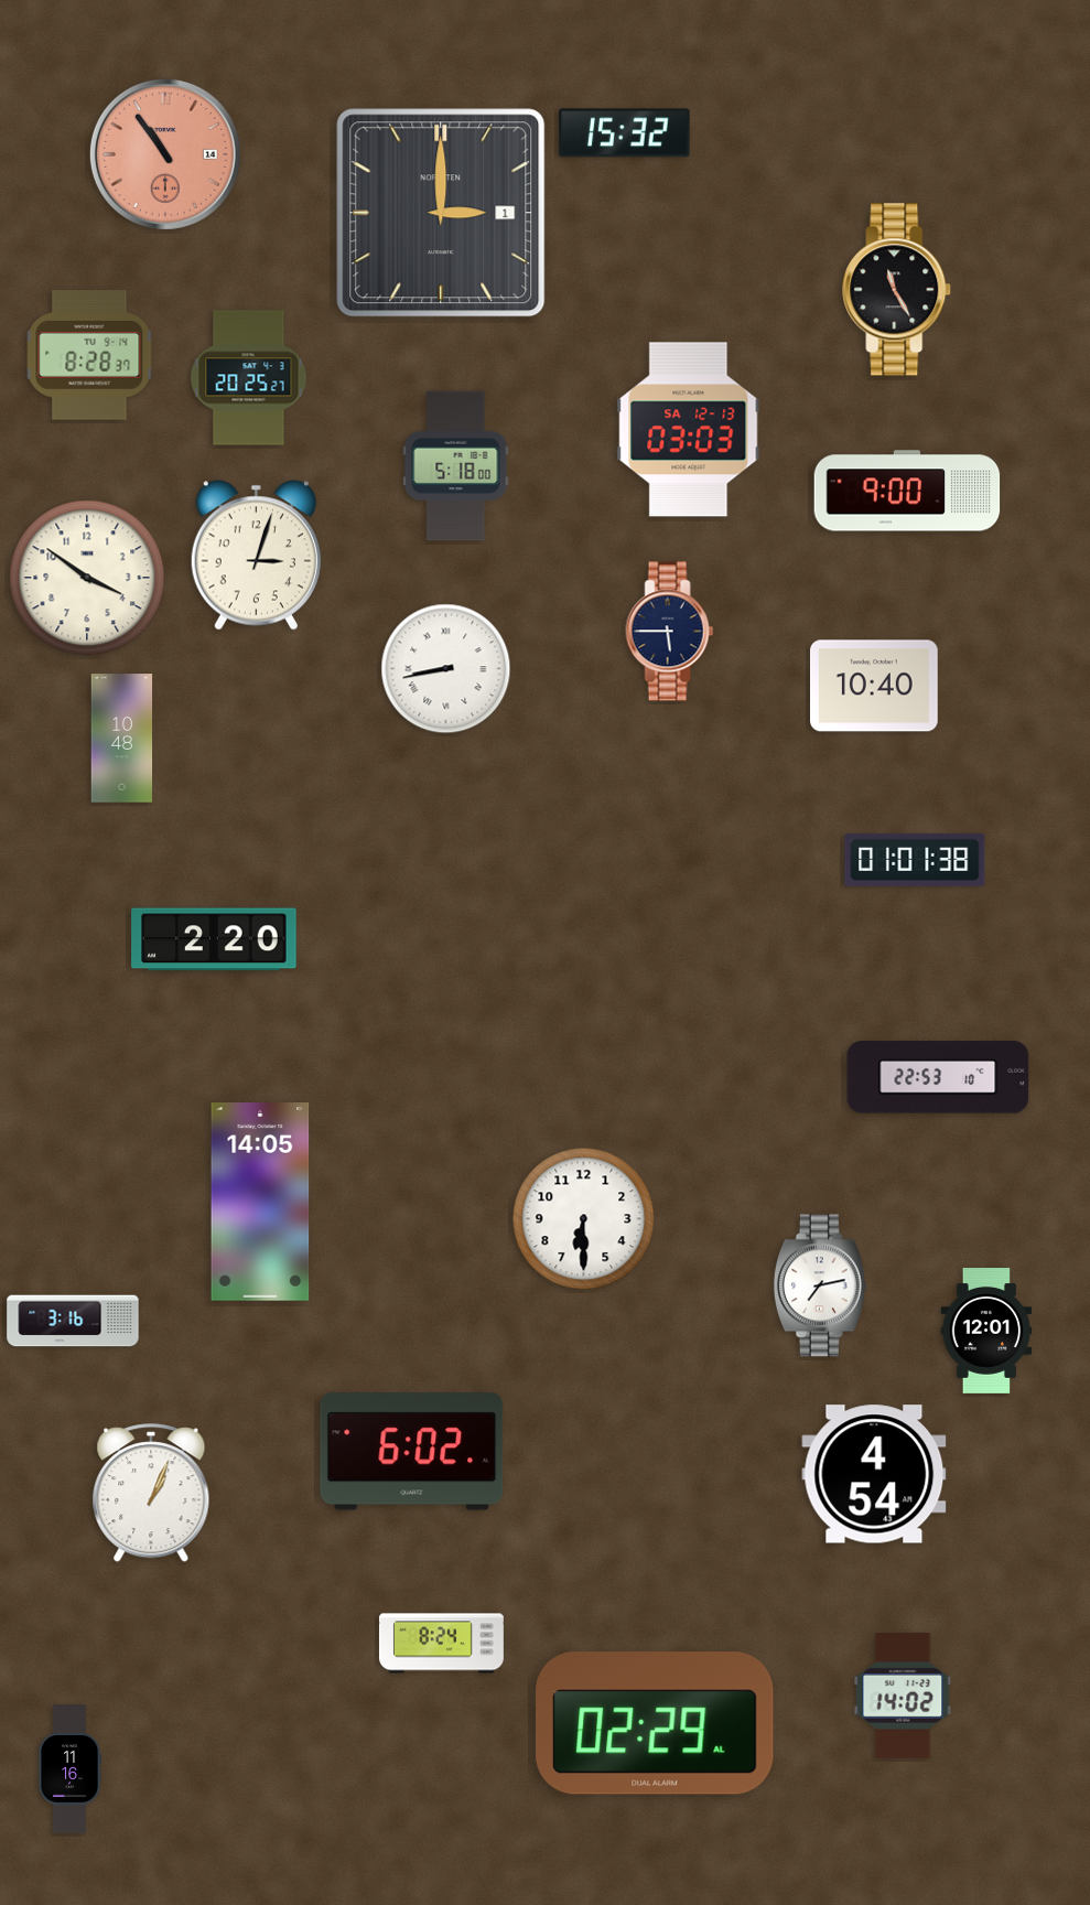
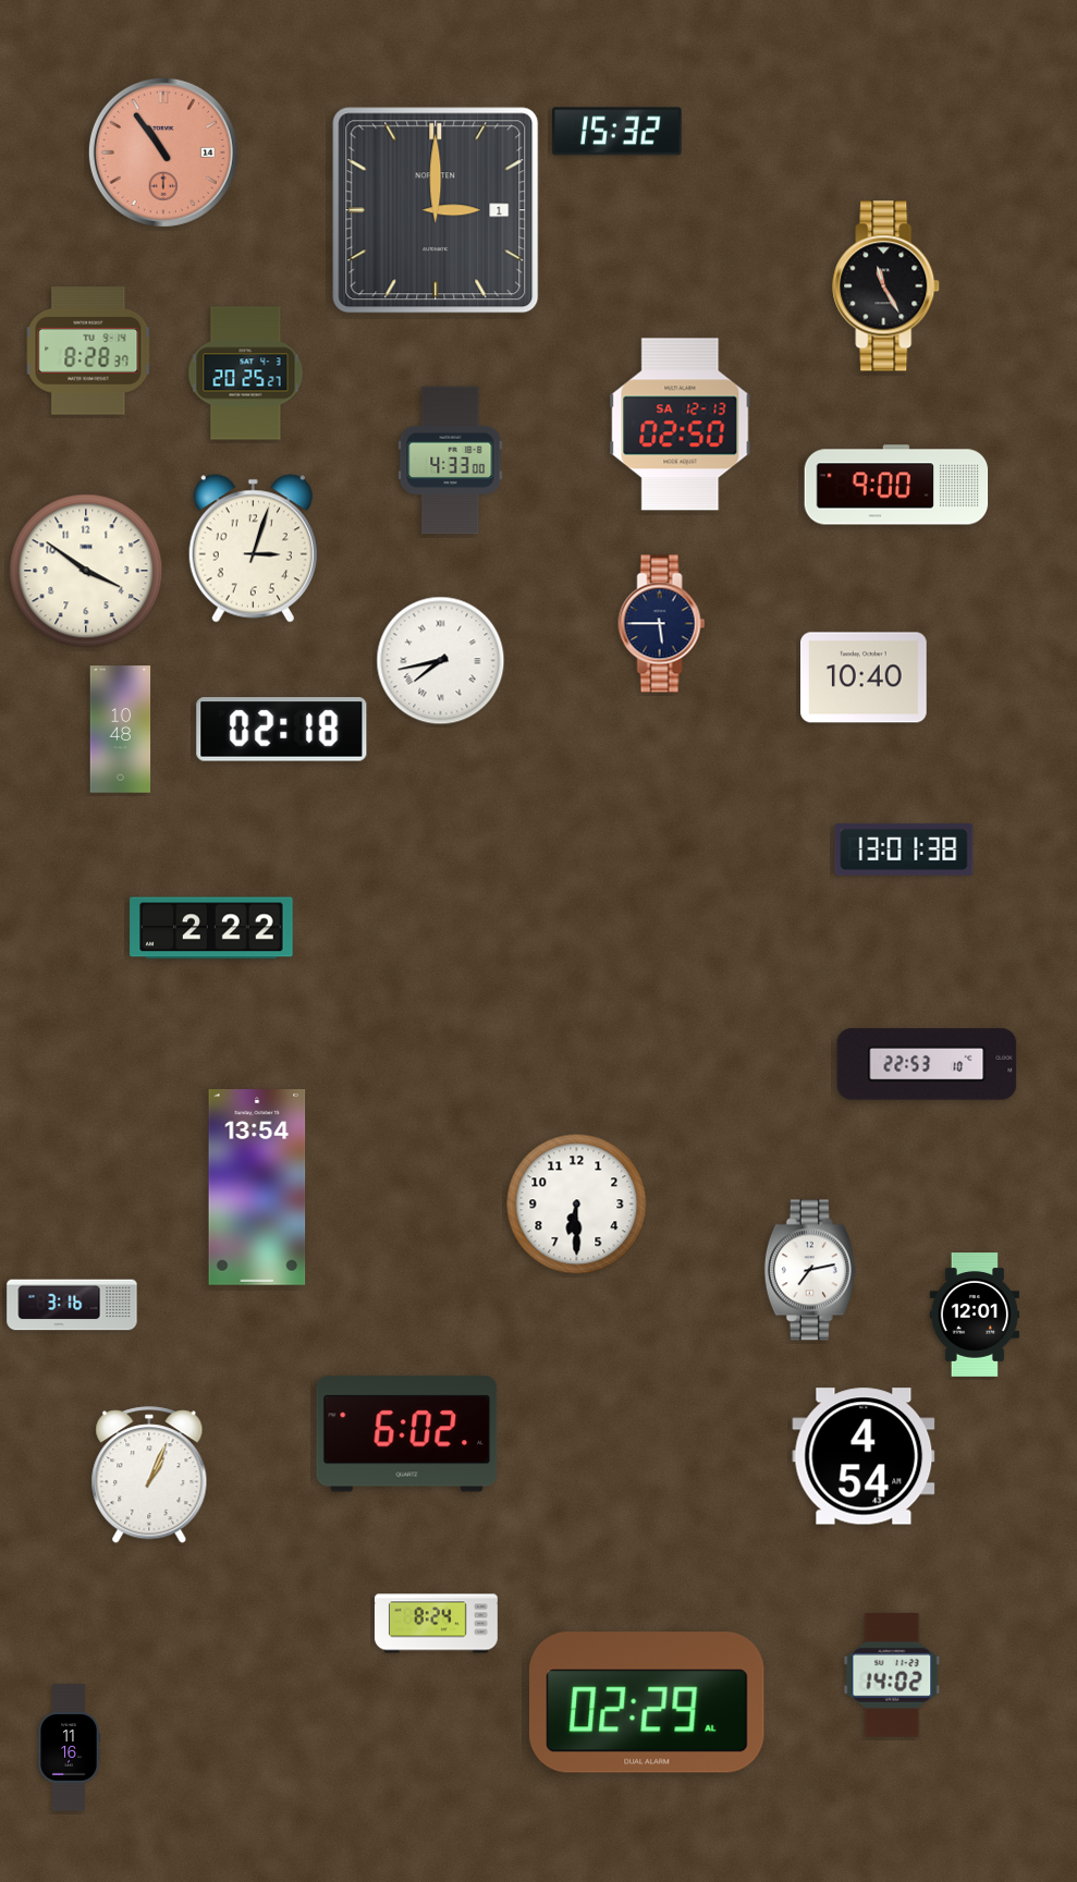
clock at (689, 430): 03:03 -> 02:50
clock at (456, 466): 5:18 -> 4:33
clock at (446, 669): 8:43 -> 7:43
clock at (282, 730): none -> 02:18
clock at (915, 860): 01:01 -> 13:01
clock at (214, 939): 2:20 -> 2:22
clock at (260, 1203): 14:05 -> 13:54
